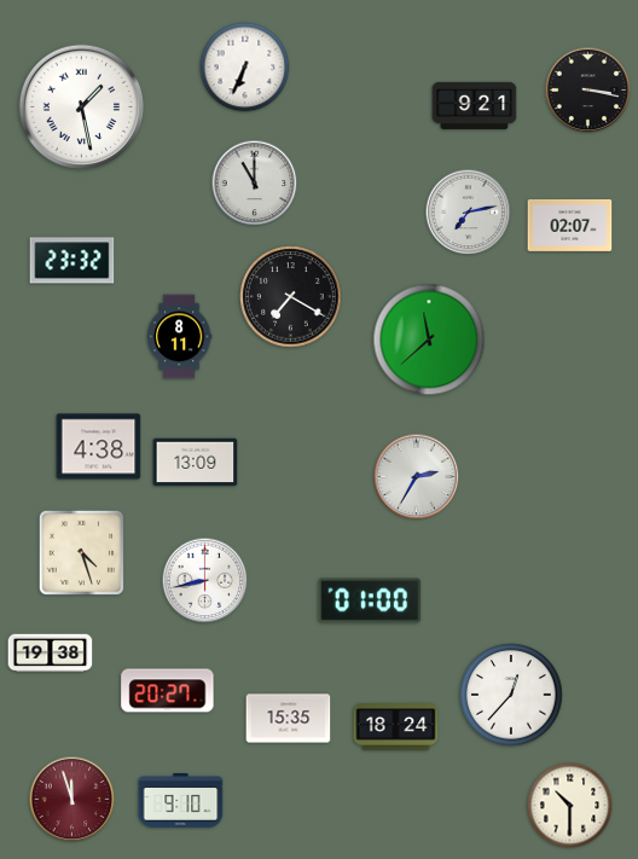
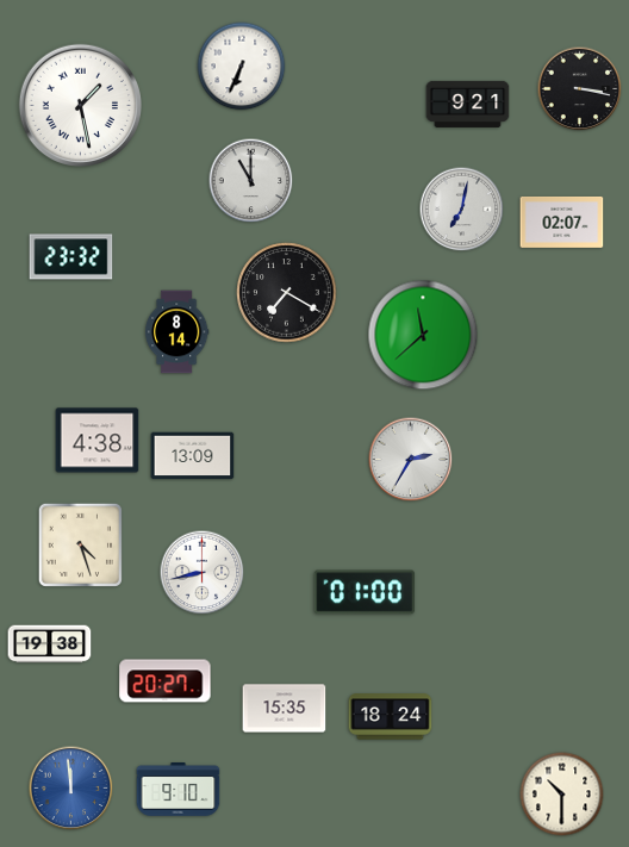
clock at (469, 213): 7:13 -> 7:02
clock at (180, 337): 8:11 -> 8:14
clock at (417, 477) position: (417, 477) -> (411, 460)
clock at (511, 695): 12:37 -> none
clock at (72, 800): 11:57 -> 11:59
clock at (72, 800) dial: burgundy -> blue
